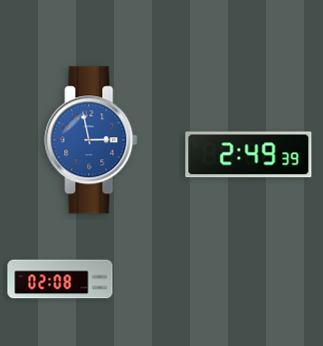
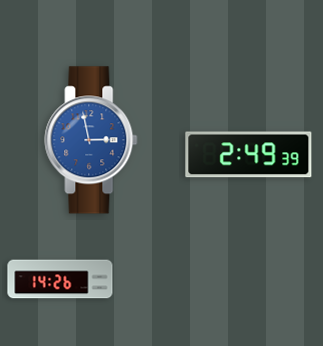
clock at (60, 279): 02:08 -> 14:26
